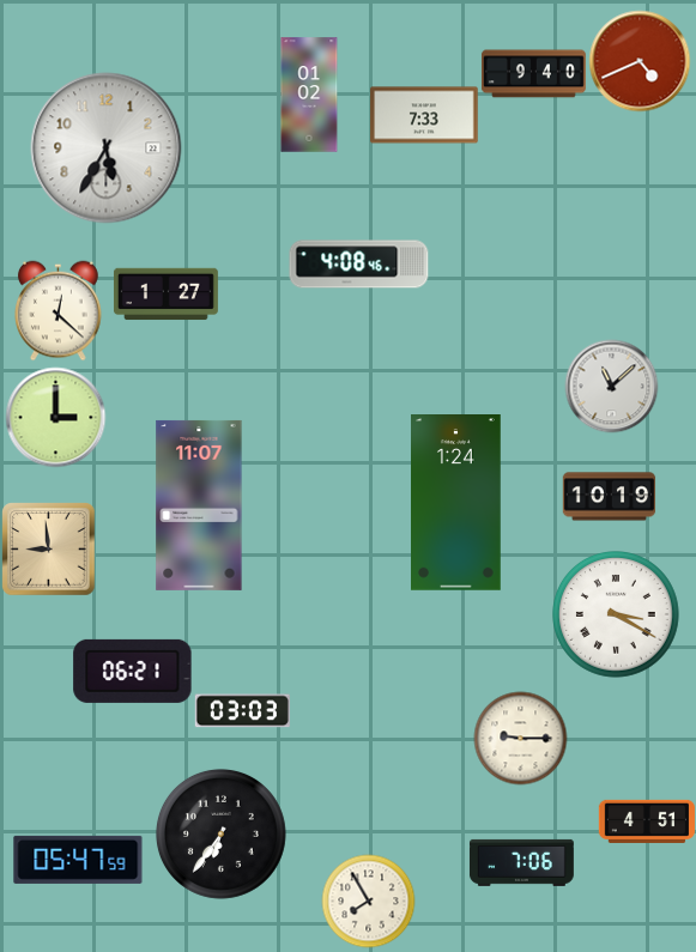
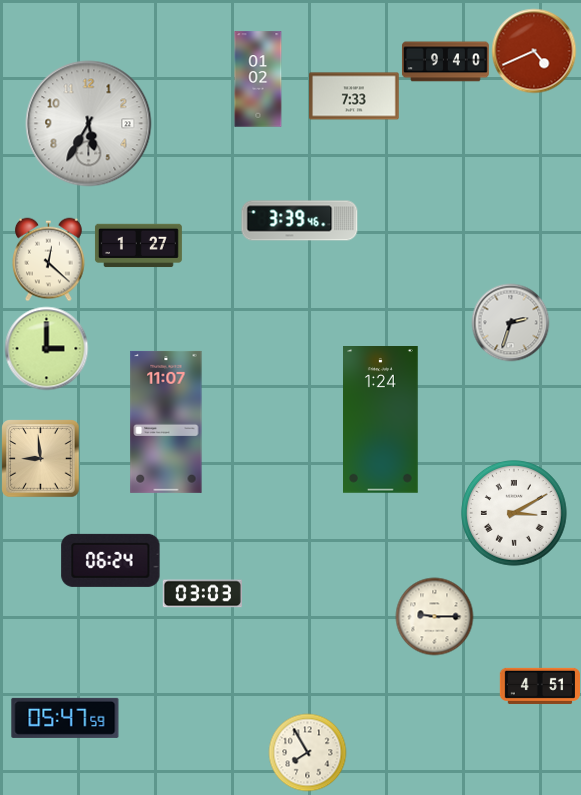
clock at (359, 265): 4:08 -> 3:39
clock at (611, 386): 11:08 -> 2:33
clock at (609, 497): 10:19 -> none
clock at (617, 616): 3:20 -> 3:10
clock at (133, 671): 06:21 -> 06:24
clock at (220, 833): 6:36 -> none
clock at (521, 862): 7:06 -> none
